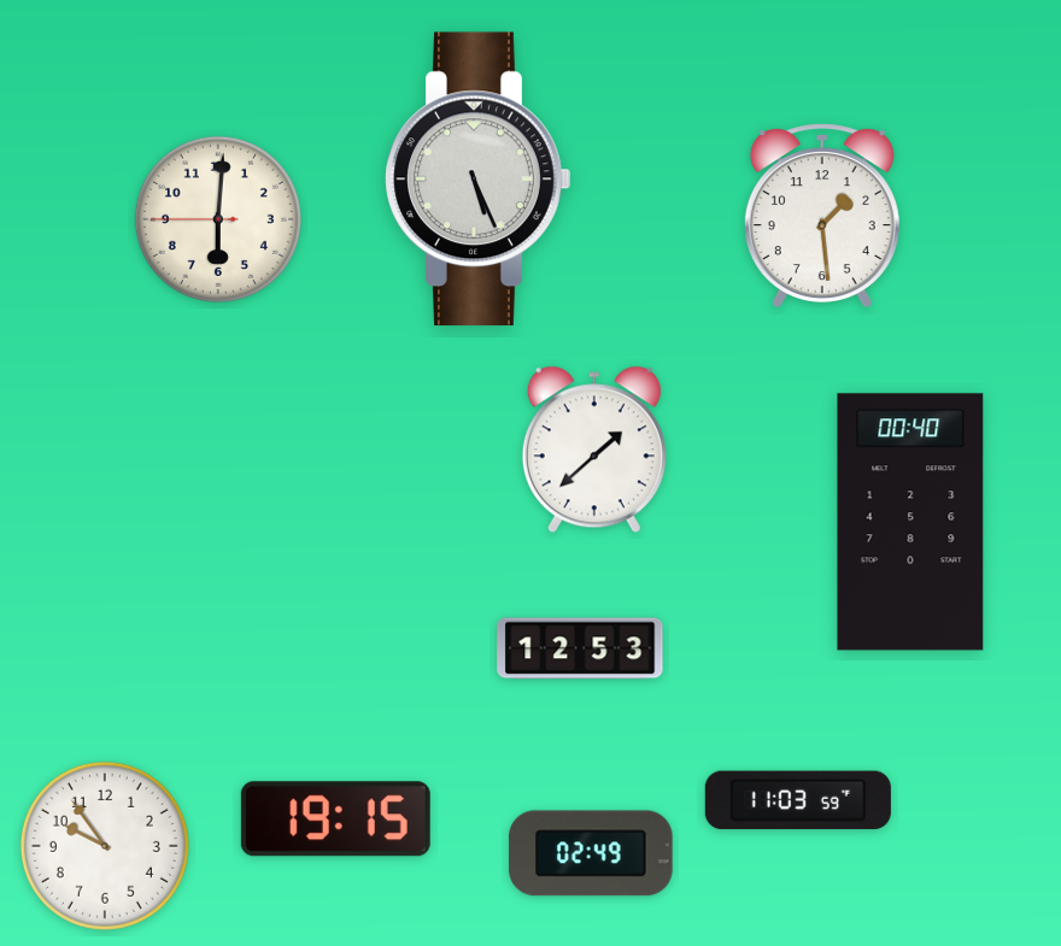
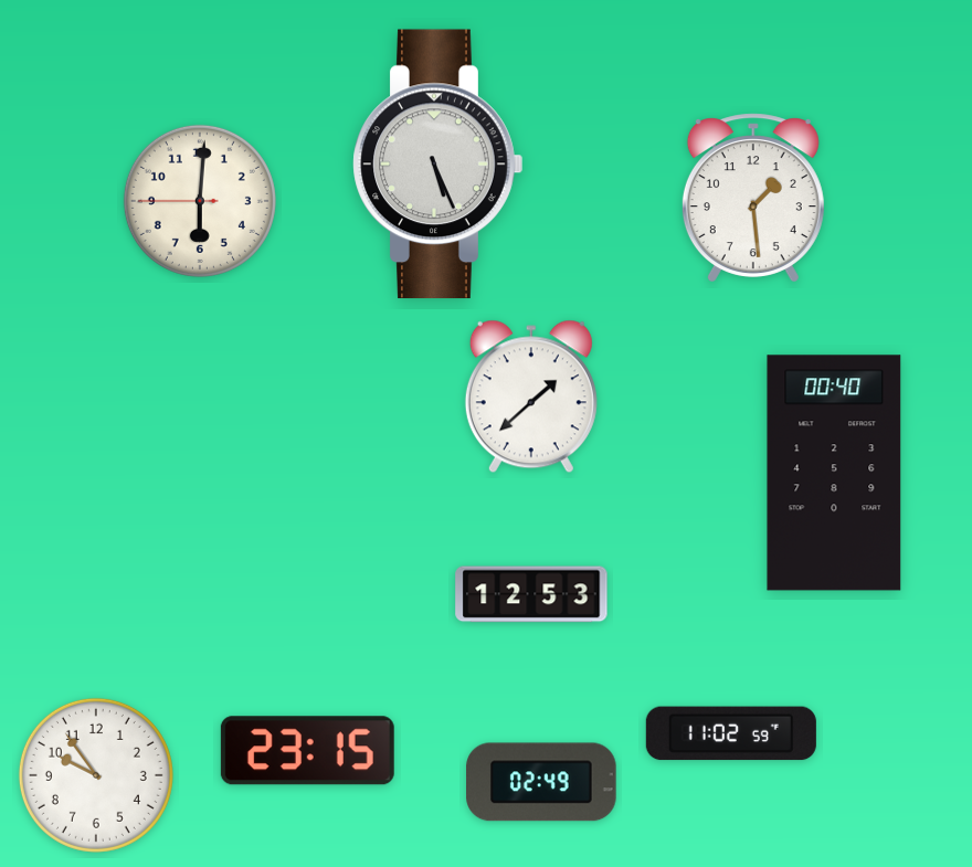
clock at (594, 450) position: (594, 450) -> (531, 397)
clock at (910, 522) position: (910, 522) -> (834, 473)
clock at (798, 800): 11:03 -> 11:02
clock at (335, 819): 19:15 -> 23:15
